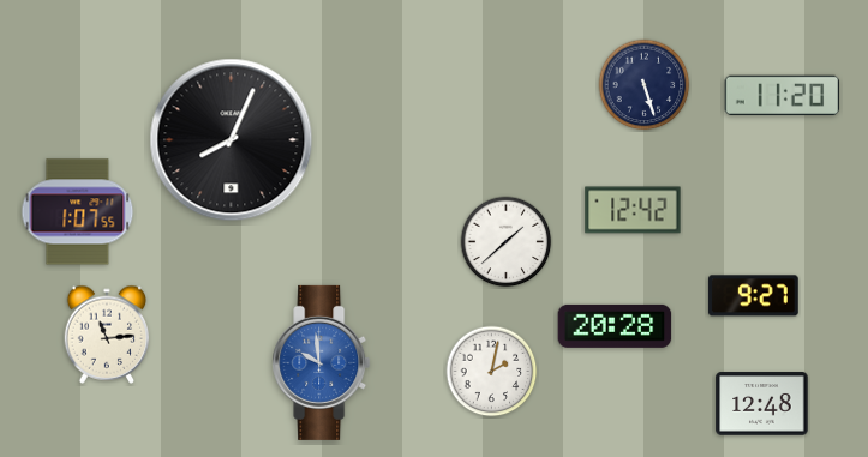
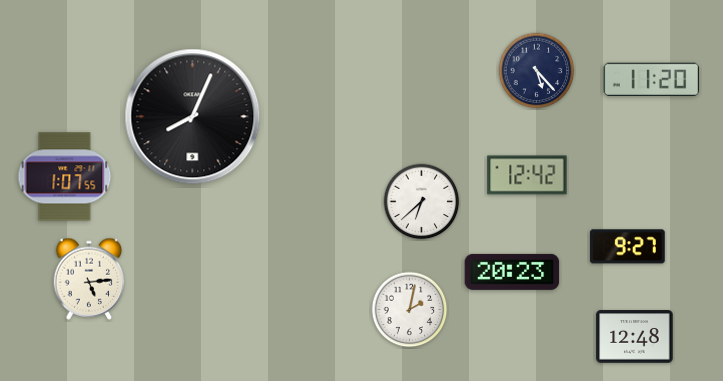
clock at (645, 85): 5:27 -> 5:23
clock at (507, 242): 1:38 -> 6:38
clock at (615, 326): 20:28 -> 20:23
clock at (107, 335): 11:14 -> 5:14
clock at (322, 362): 9:59 -> none
